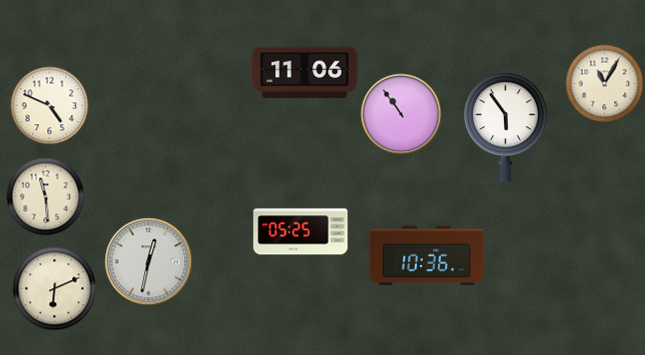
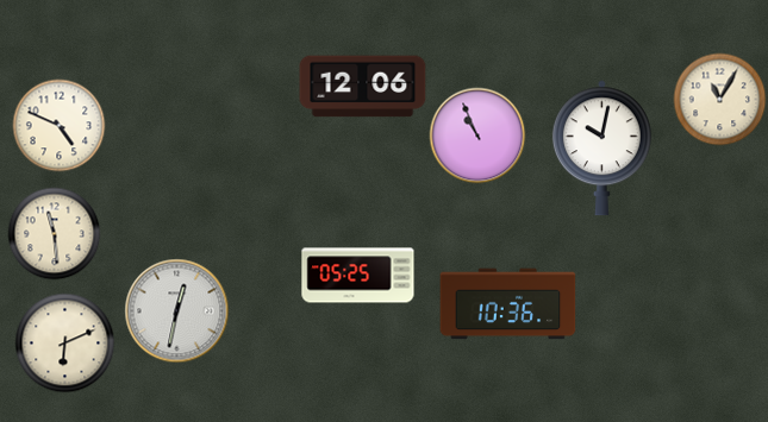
clock at (305, 73): 11:06 -> 12:06
clock at (401, 114): 10:54 -> 10:56
clock at (505, 125): 5:54 -> 10:02
